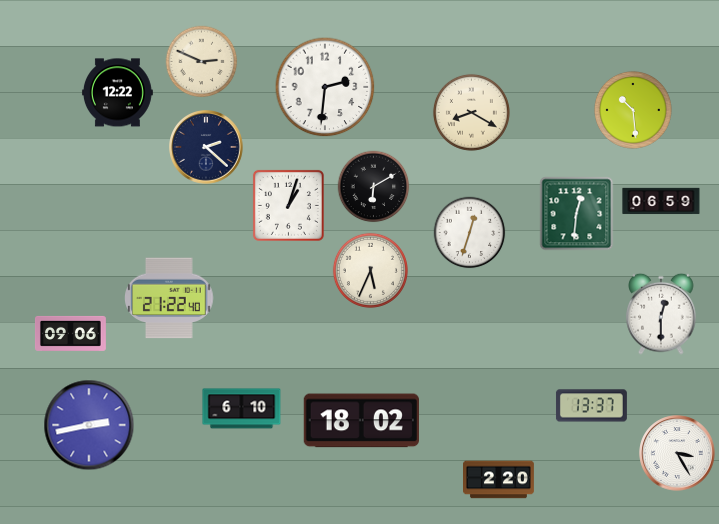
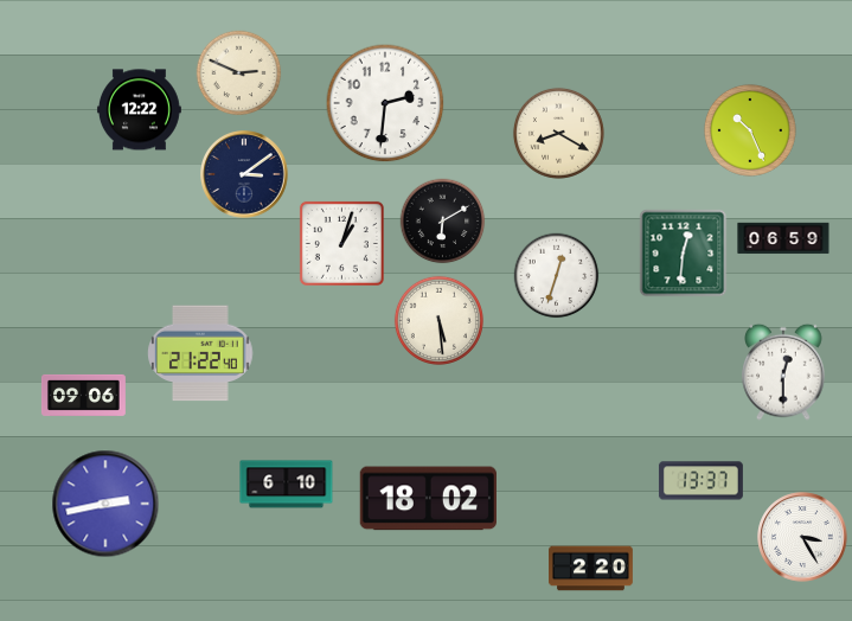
clock at (633, 110): 10:29 -> 10:26
clock at (206, 147): 2:22 -> 3:09
clock at (370, 270): 5:34 -> 5:29
